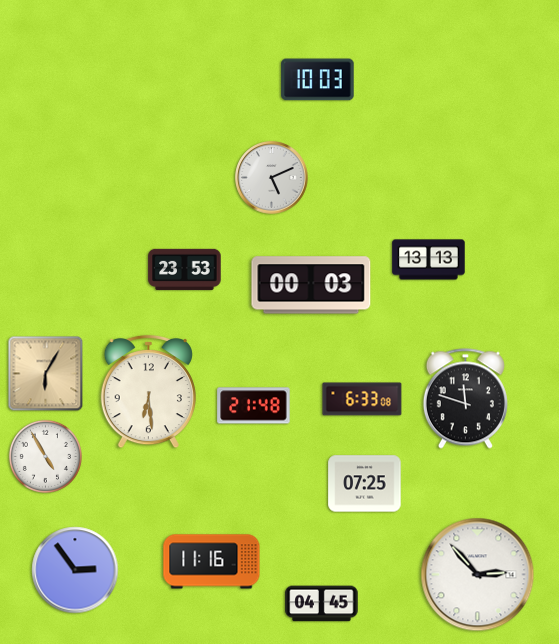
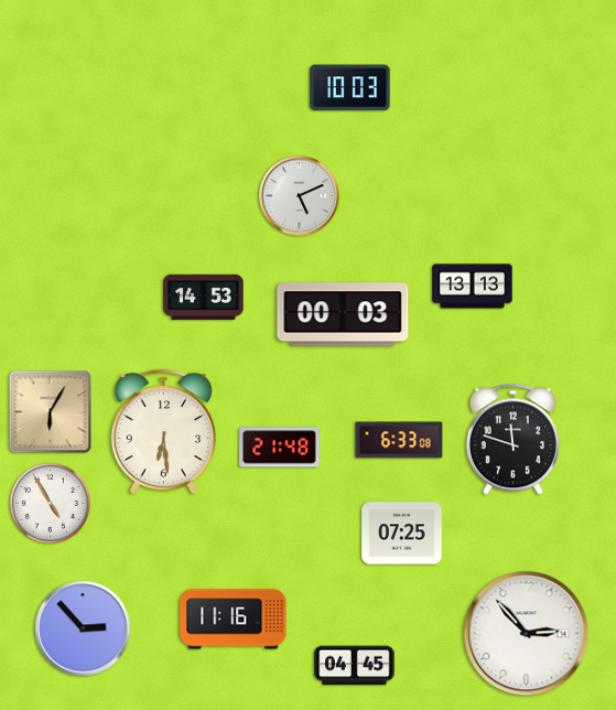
clock at (185, 269): 23:53 -> 14:53
clock at (75, 570): 2:54 -> 2:53
